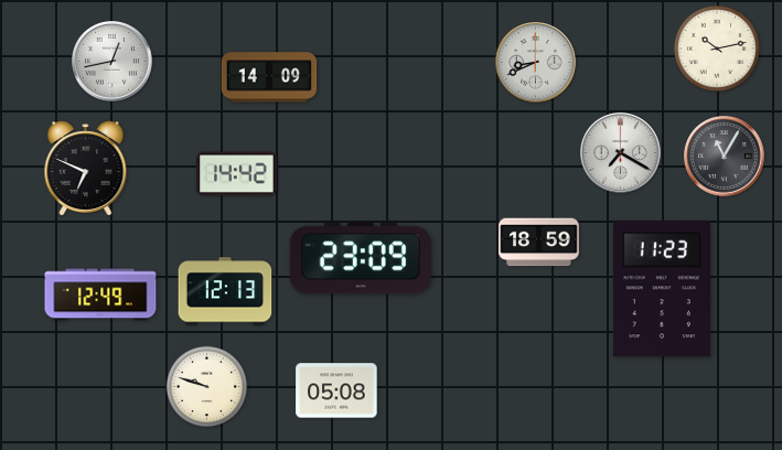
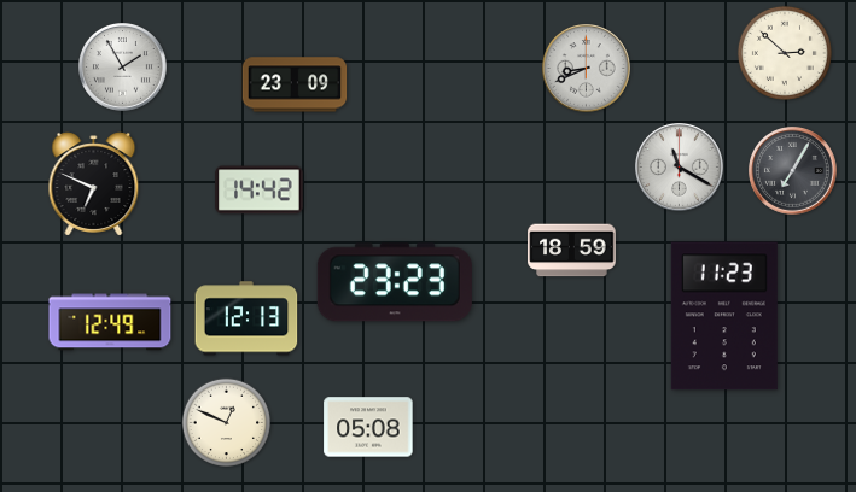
clock at (717, 49): 10:13 -> 2:52
clock at (113, 62): 12:43 -> 1:55
clock at (269, 77): 14:09 -> 23:09
clock at (621, 153): 7:20 -> 11:20
clock at (725, 157): 11:05 -> 7:05
clock at (539, 243) position: (539, 243) -> (572, 251)
clock at (361, 258): 23:09 -> 23:23
clock at (207, 387): 9:48 -> 12:49
